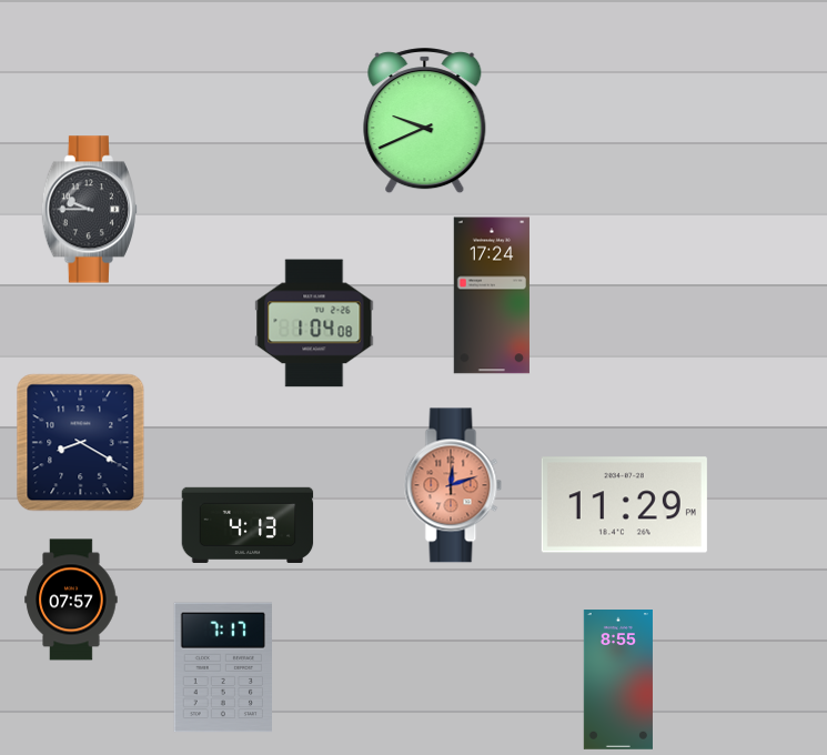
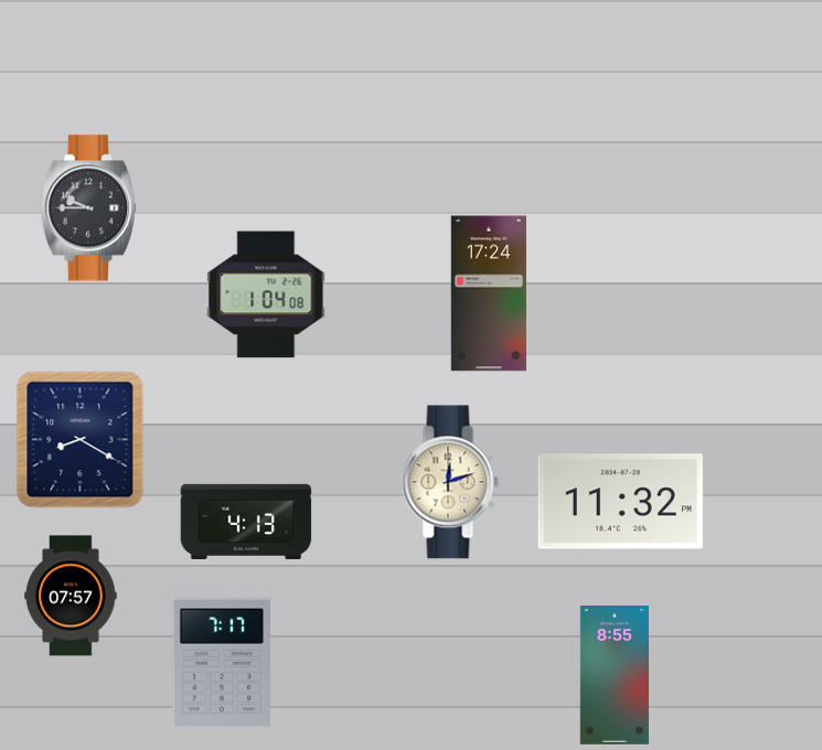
clock at (425, 121): 9:41 -> none
clock at (314, 323) position: (314, 323) -> (266, 294)
clock at (453, 485) dial: salmon -> cream
clock at (624, 505): 11:29 -> 11:32
